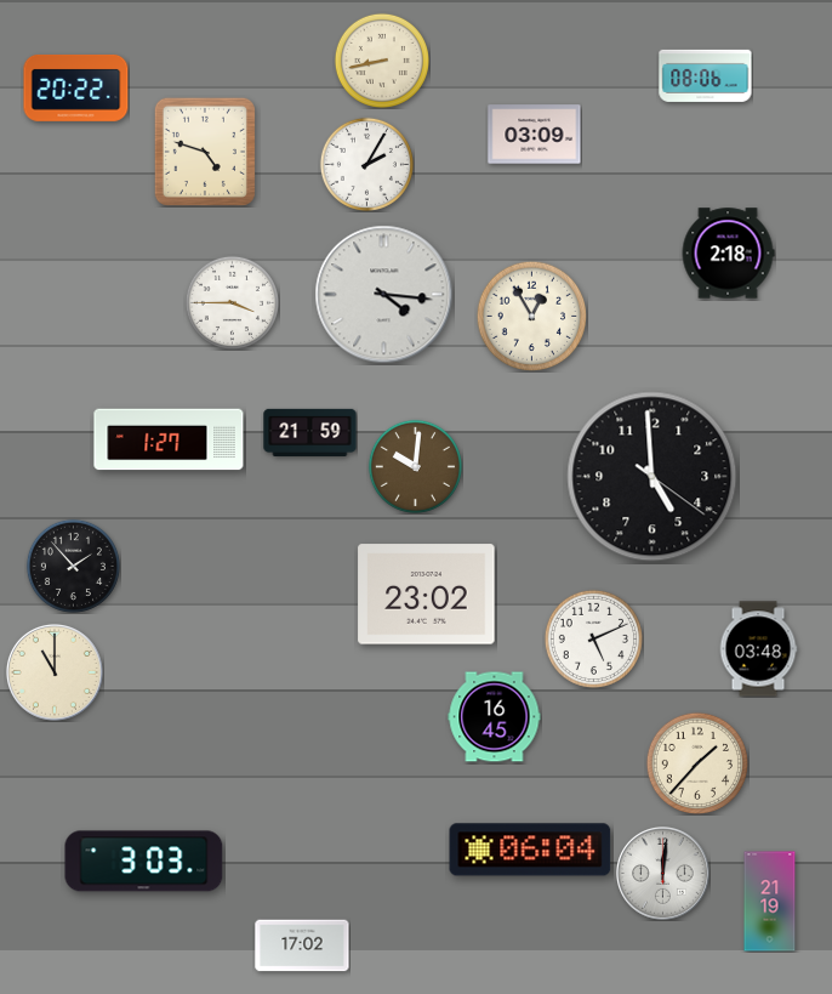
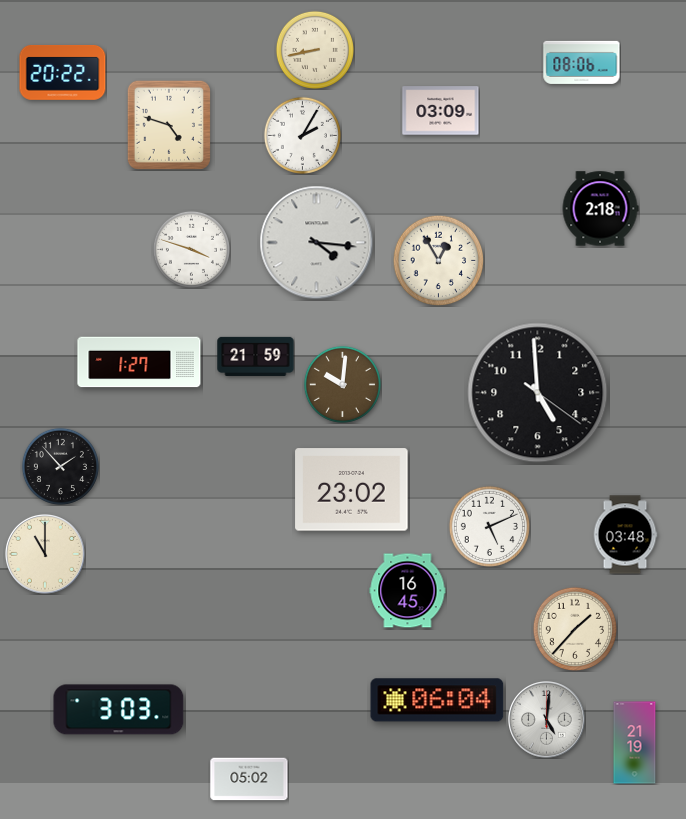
clock at (232, 302): 3:45 -> 3:48
clock at (663, 874): 12:01 -> 5:01
clock at (302, 945): 17:02 -> 05:02
